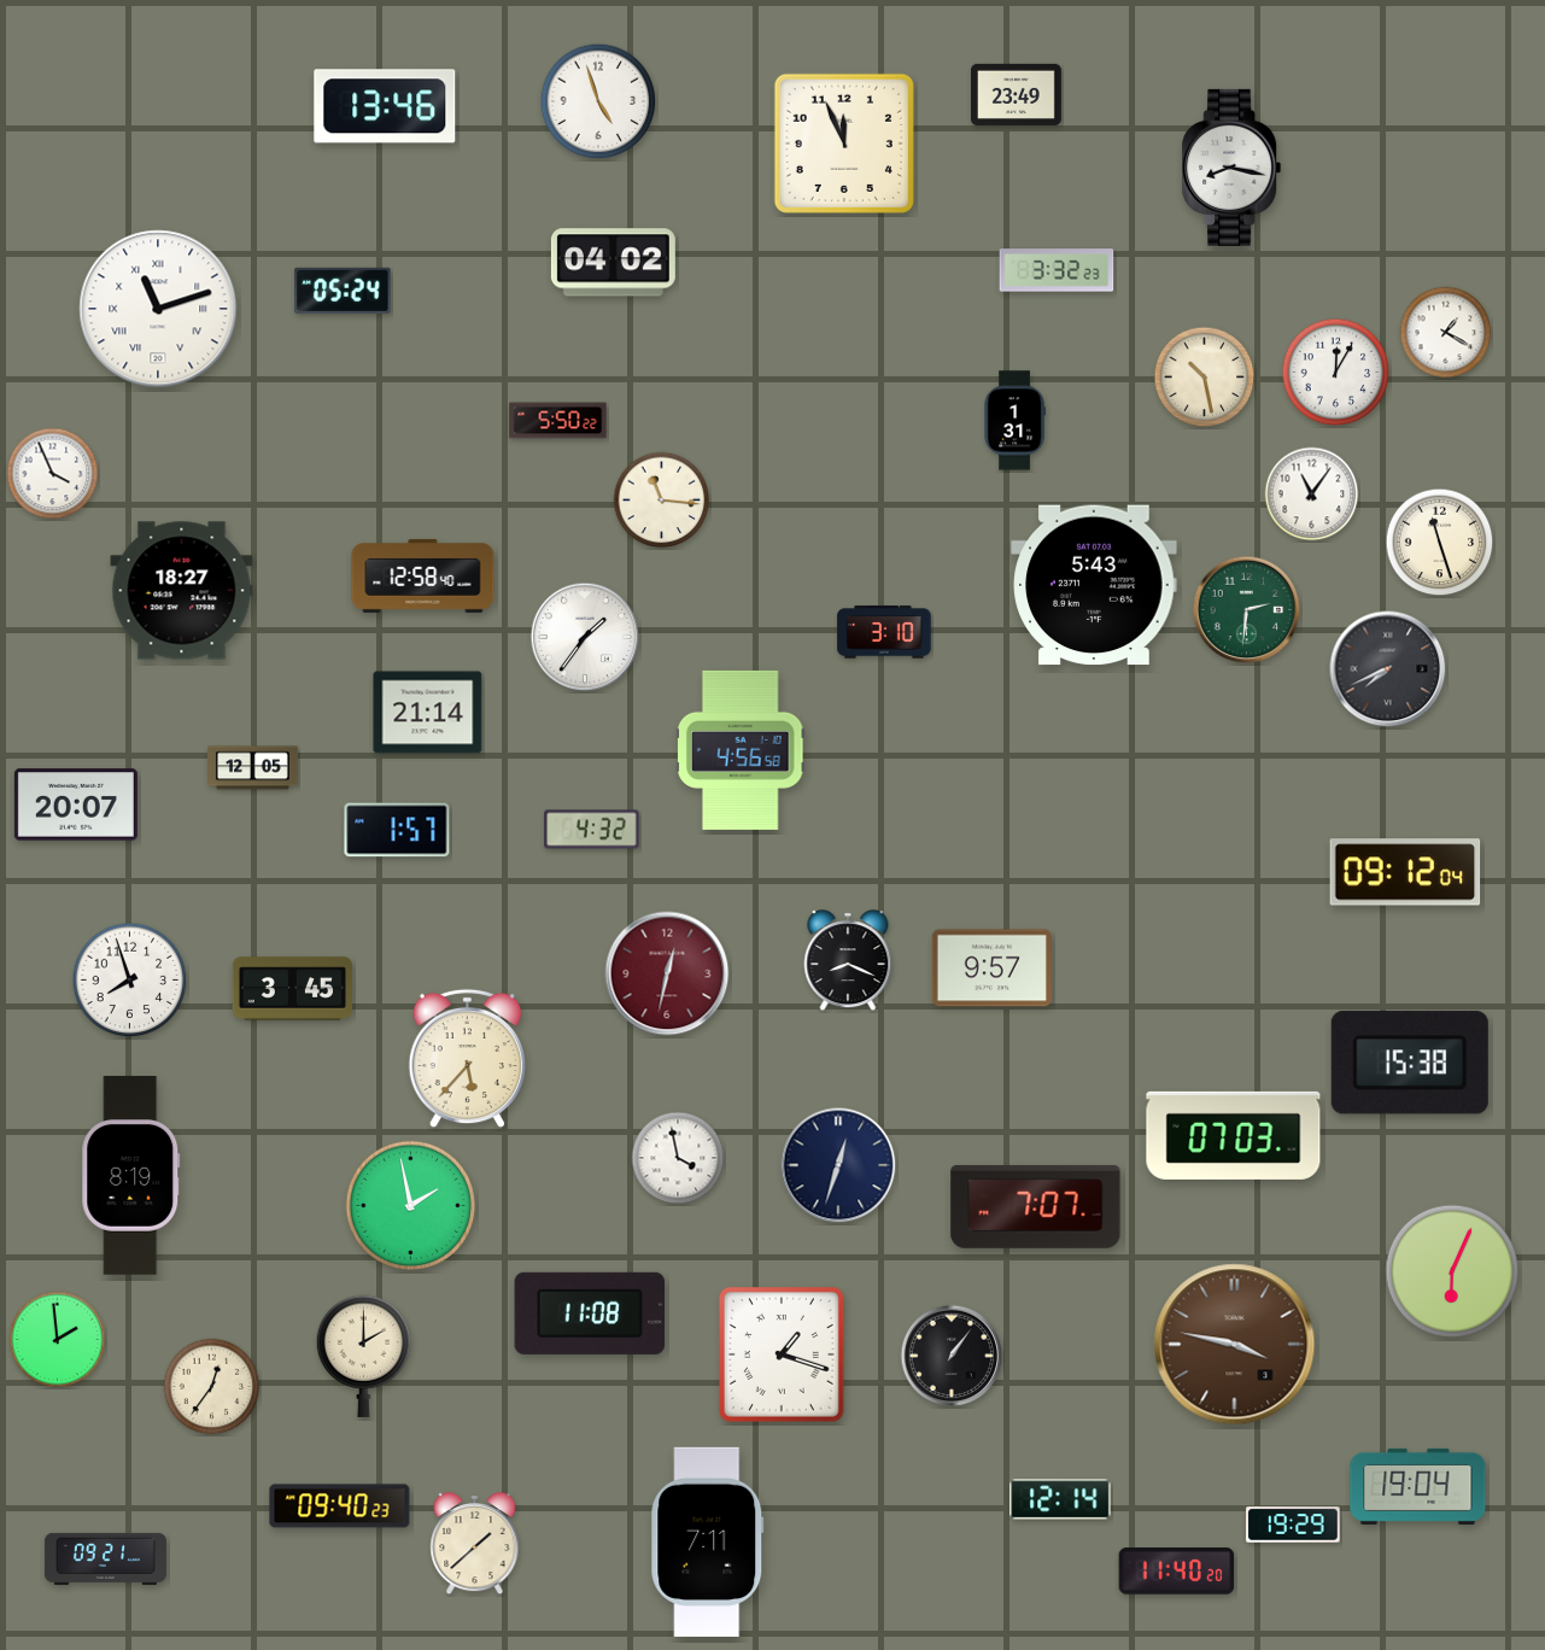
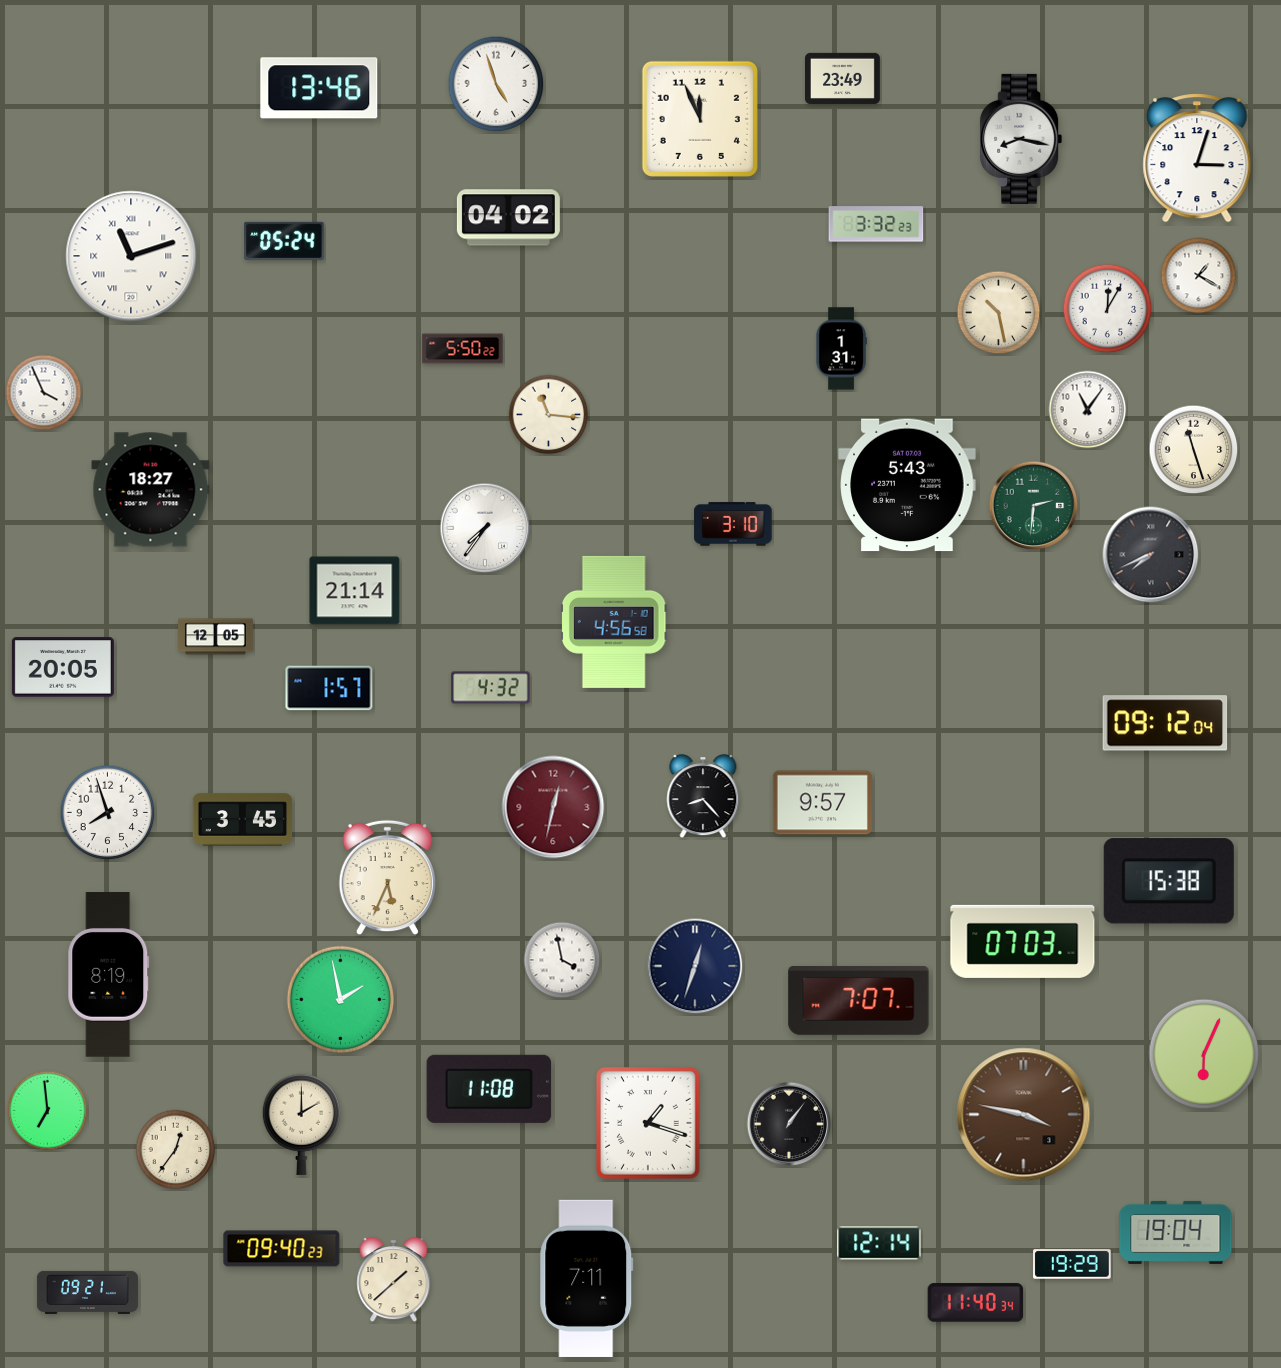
clock at (1197, 158): none -> 3:03
clock at (423, 575): 12:58 -> none
clock at (585, 637): 1:36 -> 7:36
clock at (253, 768) position: (253, 768) -> (216, 637)
clock at (76, 804): 20:07 -> 20:05
clock at (848, 961): 8:19 -> 8:23
clock at (467, 1059): 5:37 -> 5:34
clock at (58, 1340): 1:59 -> 6:59
clock at (1177, 1572): 11:40:20 -> 11:40:34
